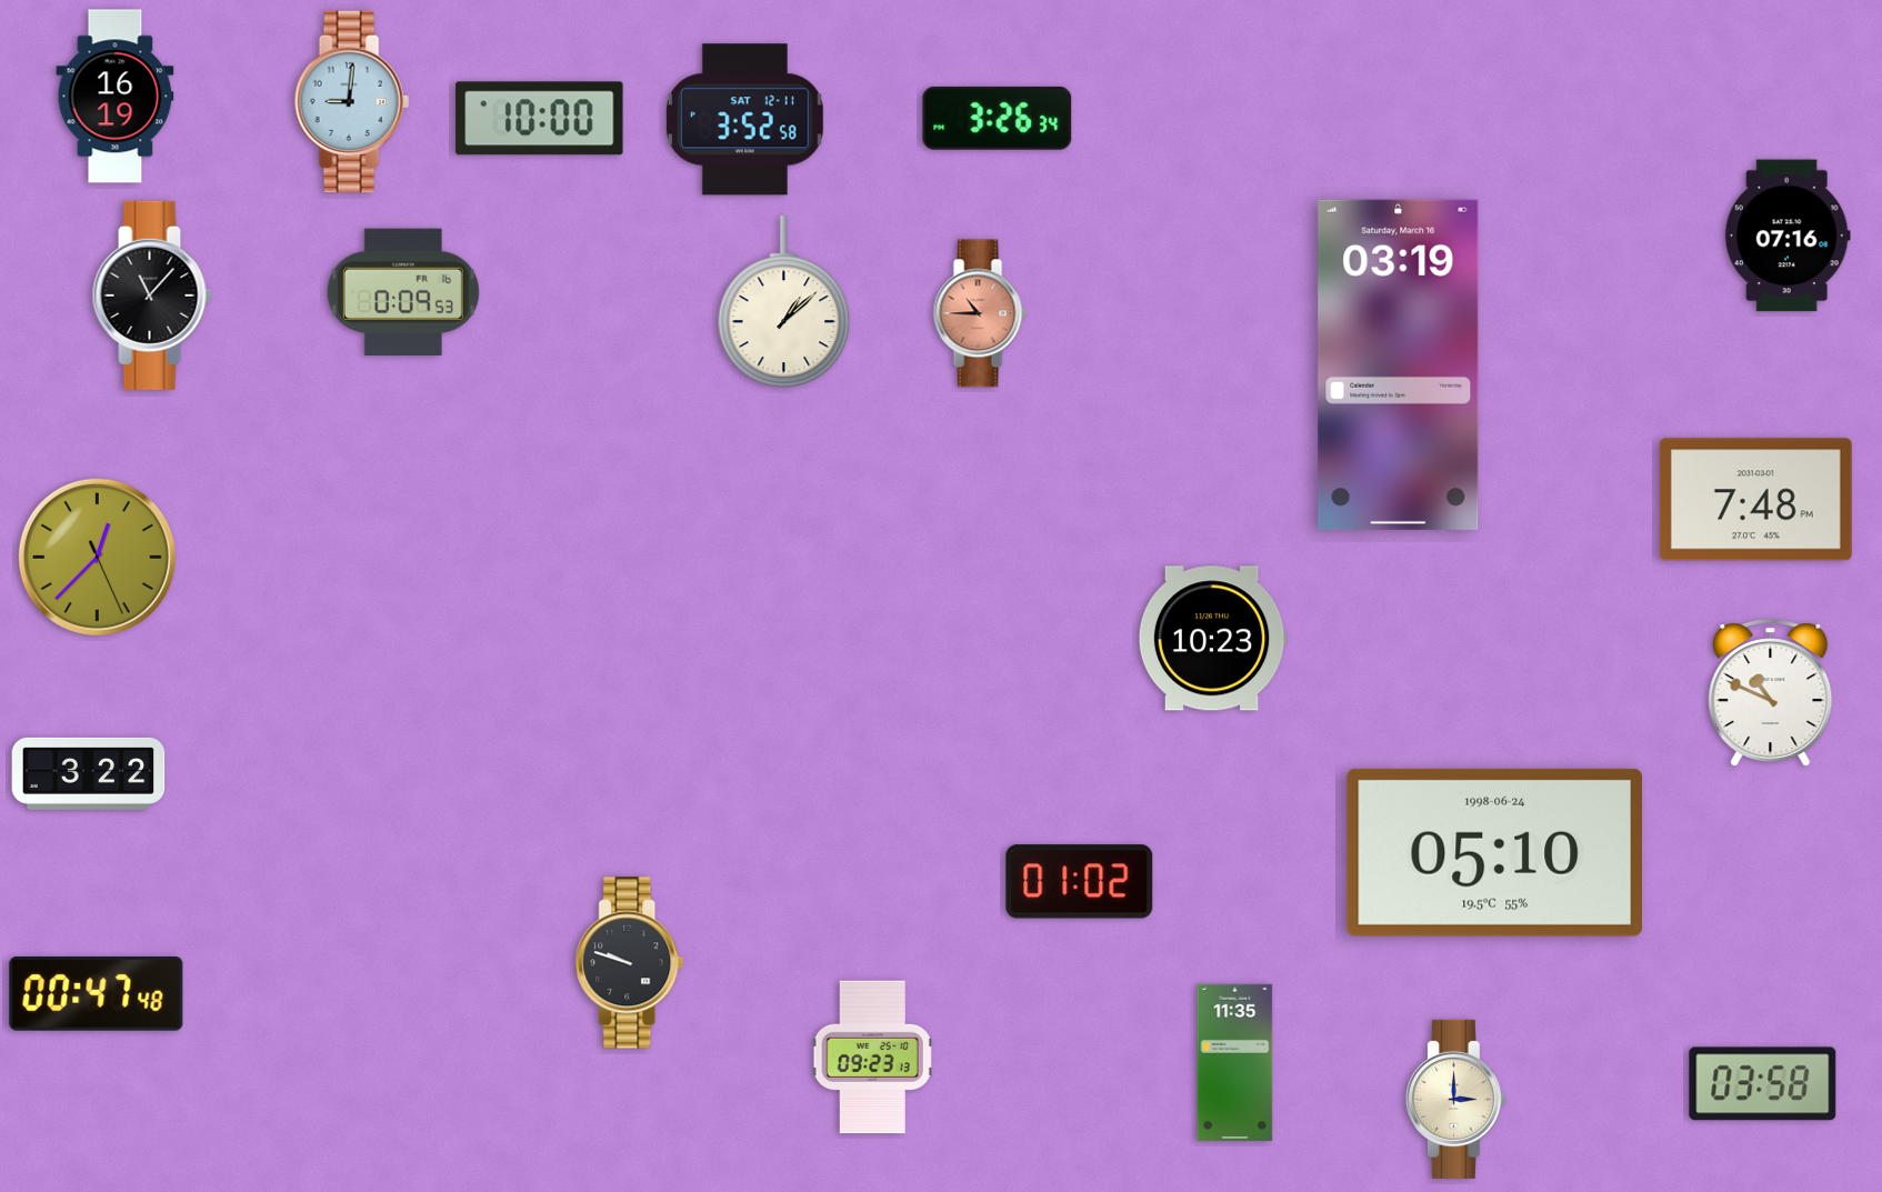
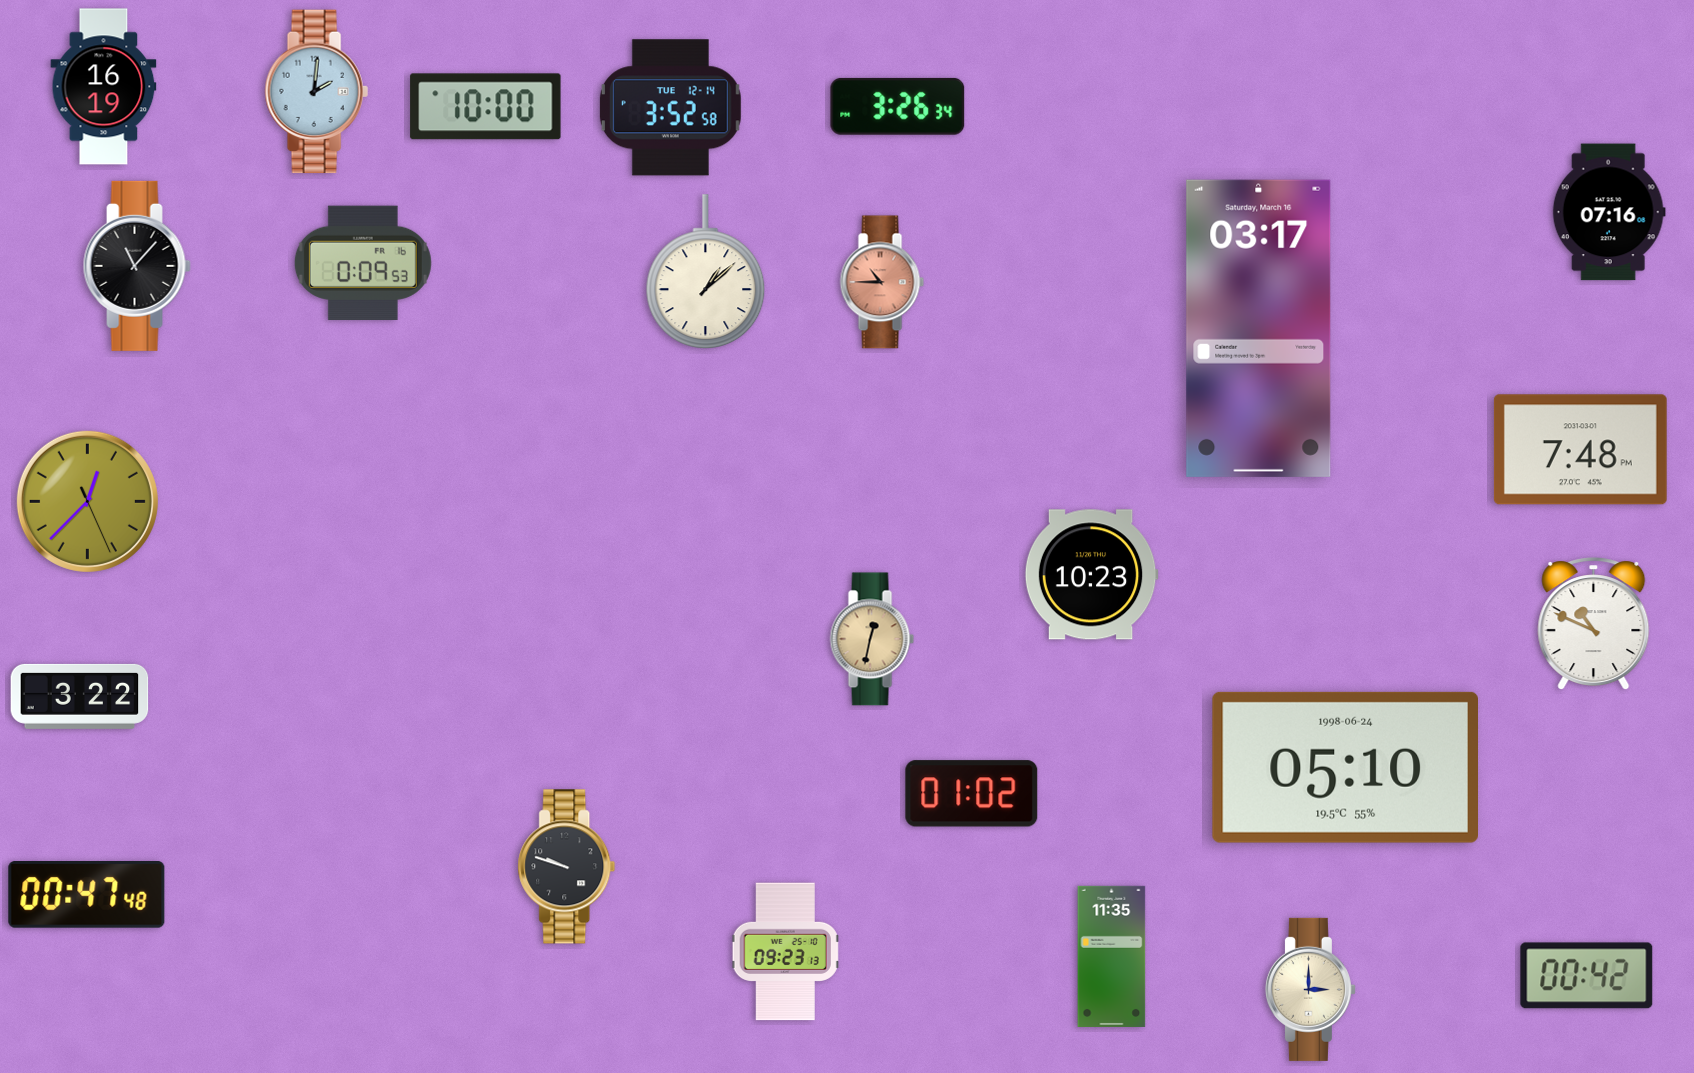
clock at (351, 102): 9:01 -> 2:01
clock at (744, 120) date: SAT 12-11 -> TUE 12-14
clock at (1399, 364): 03:19 -> 03:17
clock at (872, 639): none -> 12:32
clock at (1763, 1084): 03:58 -> 00:42
